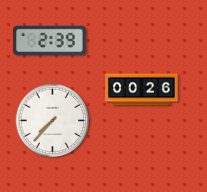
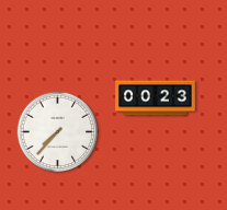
clock at (50, 41): 2:39 -> none
clock at (142, 90): 00:26 -> 00:23
